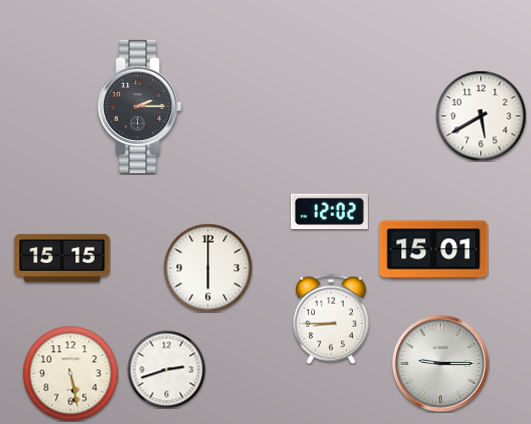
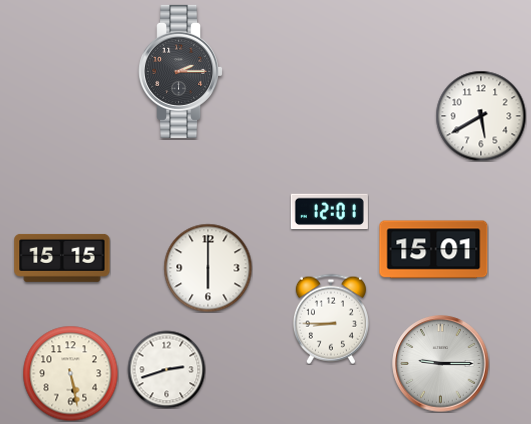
clock at (140, 106) position: (140, 106) -> (181, 71)
clock at (329, 212): 12:02 -> 12:01
